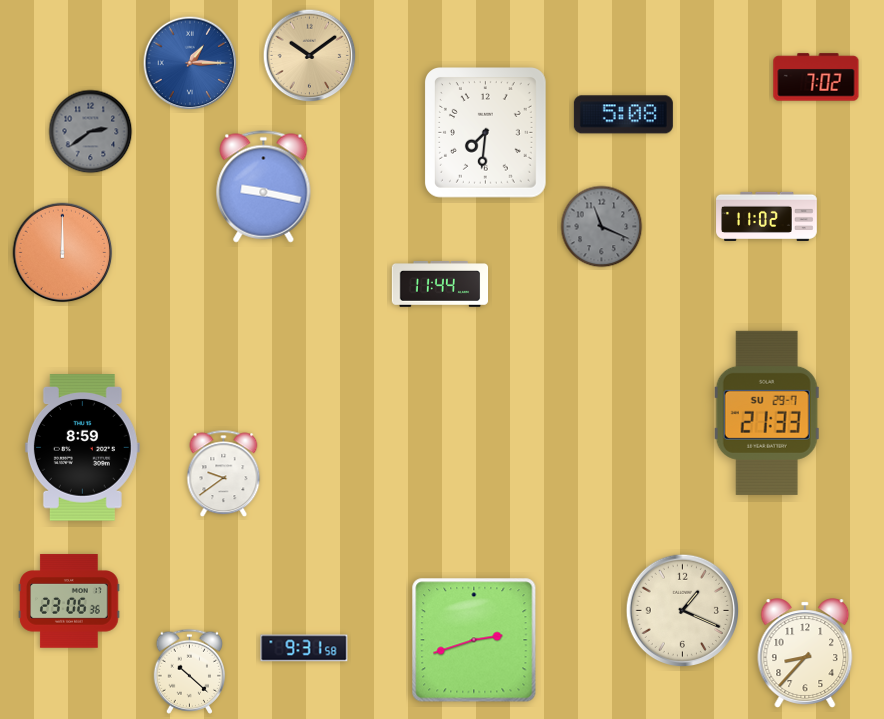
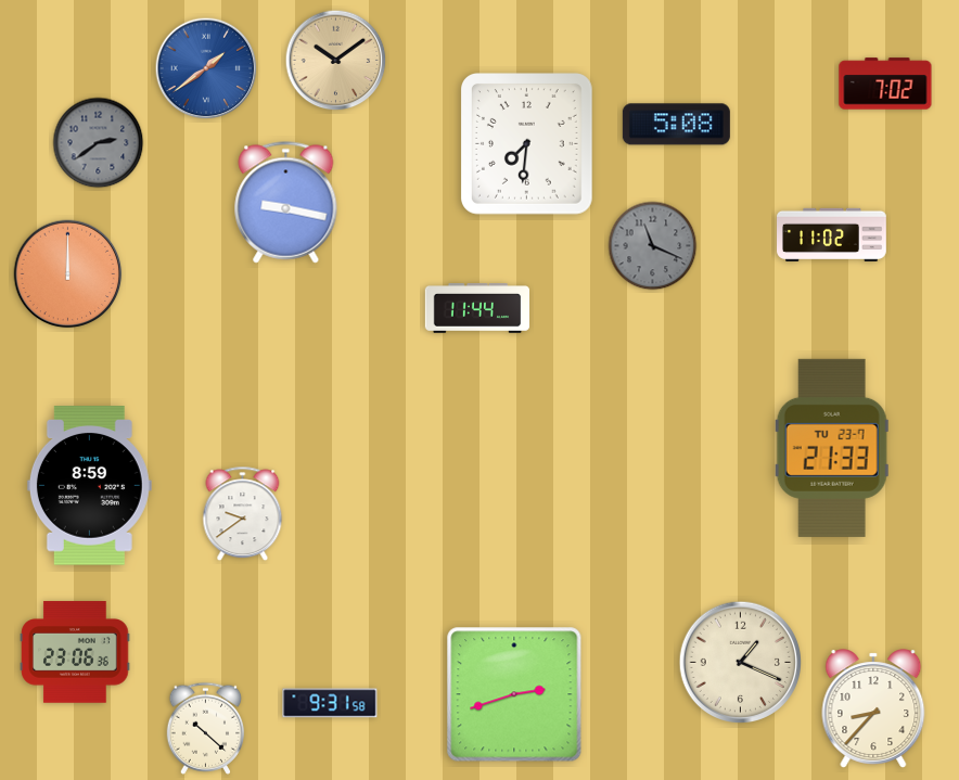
clock at (190, 63): 1:15 -> 1:39
clock at (767, 413) date: SU 29-7 -> TU 23-7
